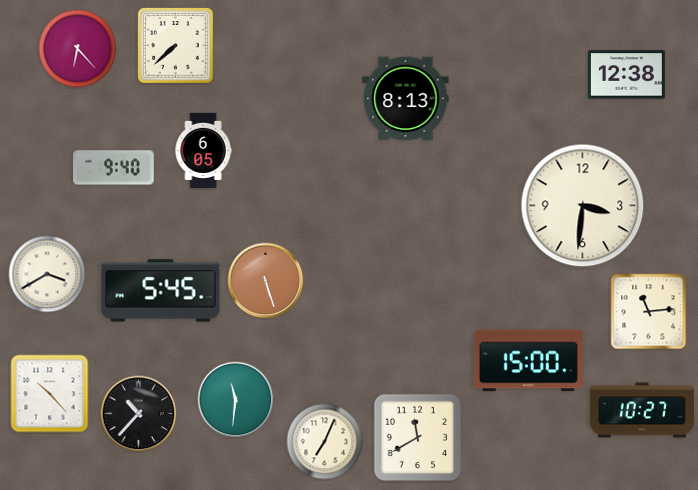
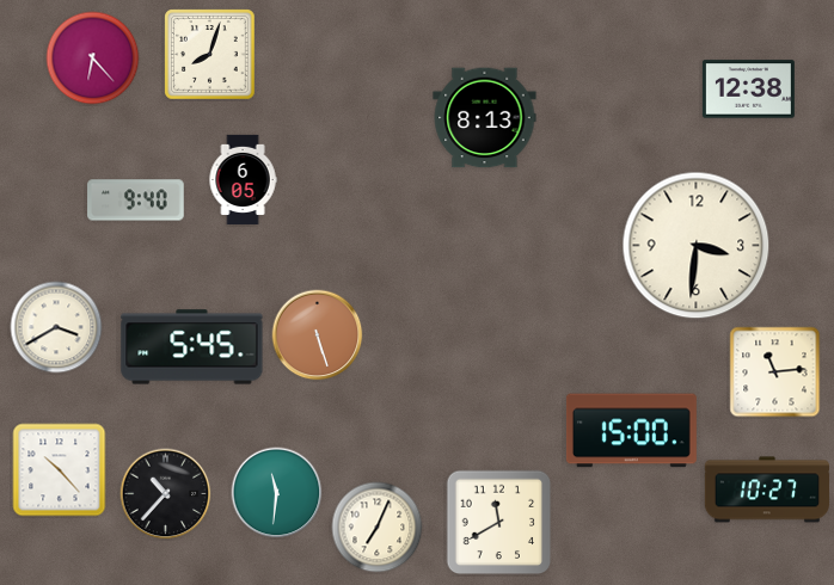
clock at (176, 46): 7:38 -> 8:03
clock at (236, 400) position: (236, 400) -> (277, 493)
clock at (325, 442) position: (325, 442) -> (378, 528)
